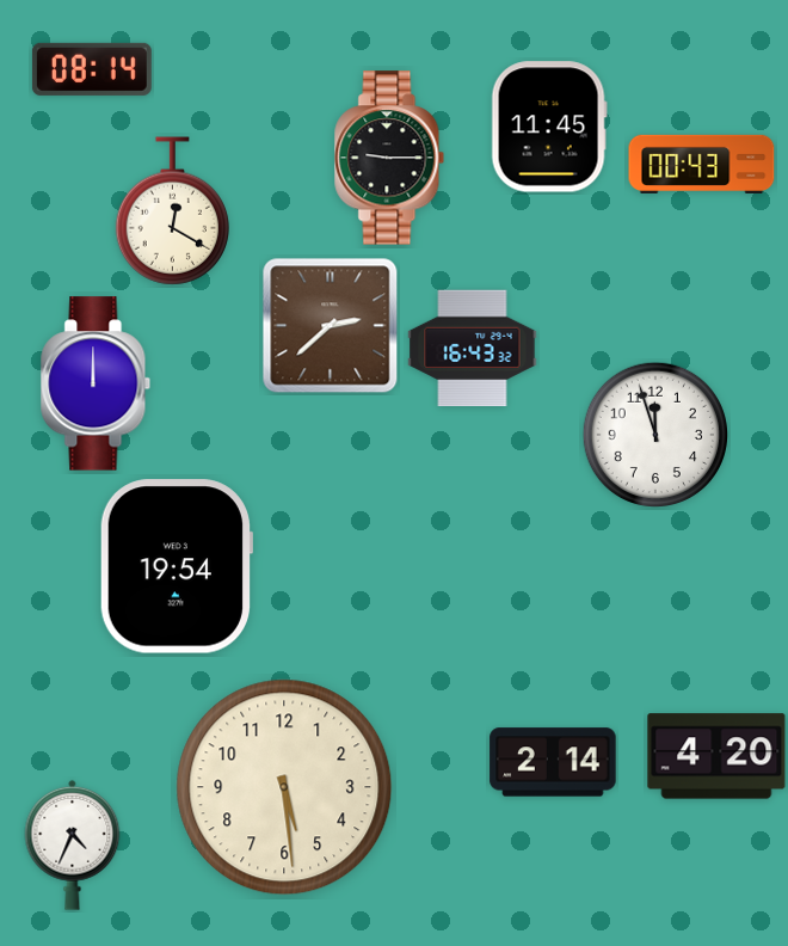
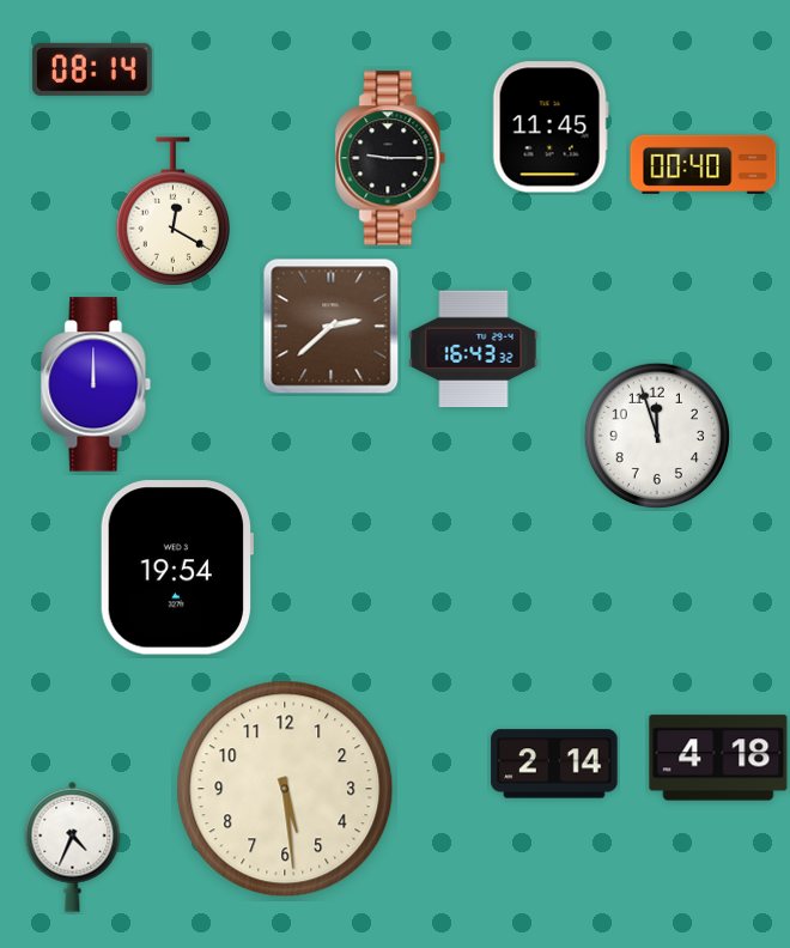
clock at (702, 164): 00:43 -> 00:40
clock at (716, 756): 4:20 -> 4:18
